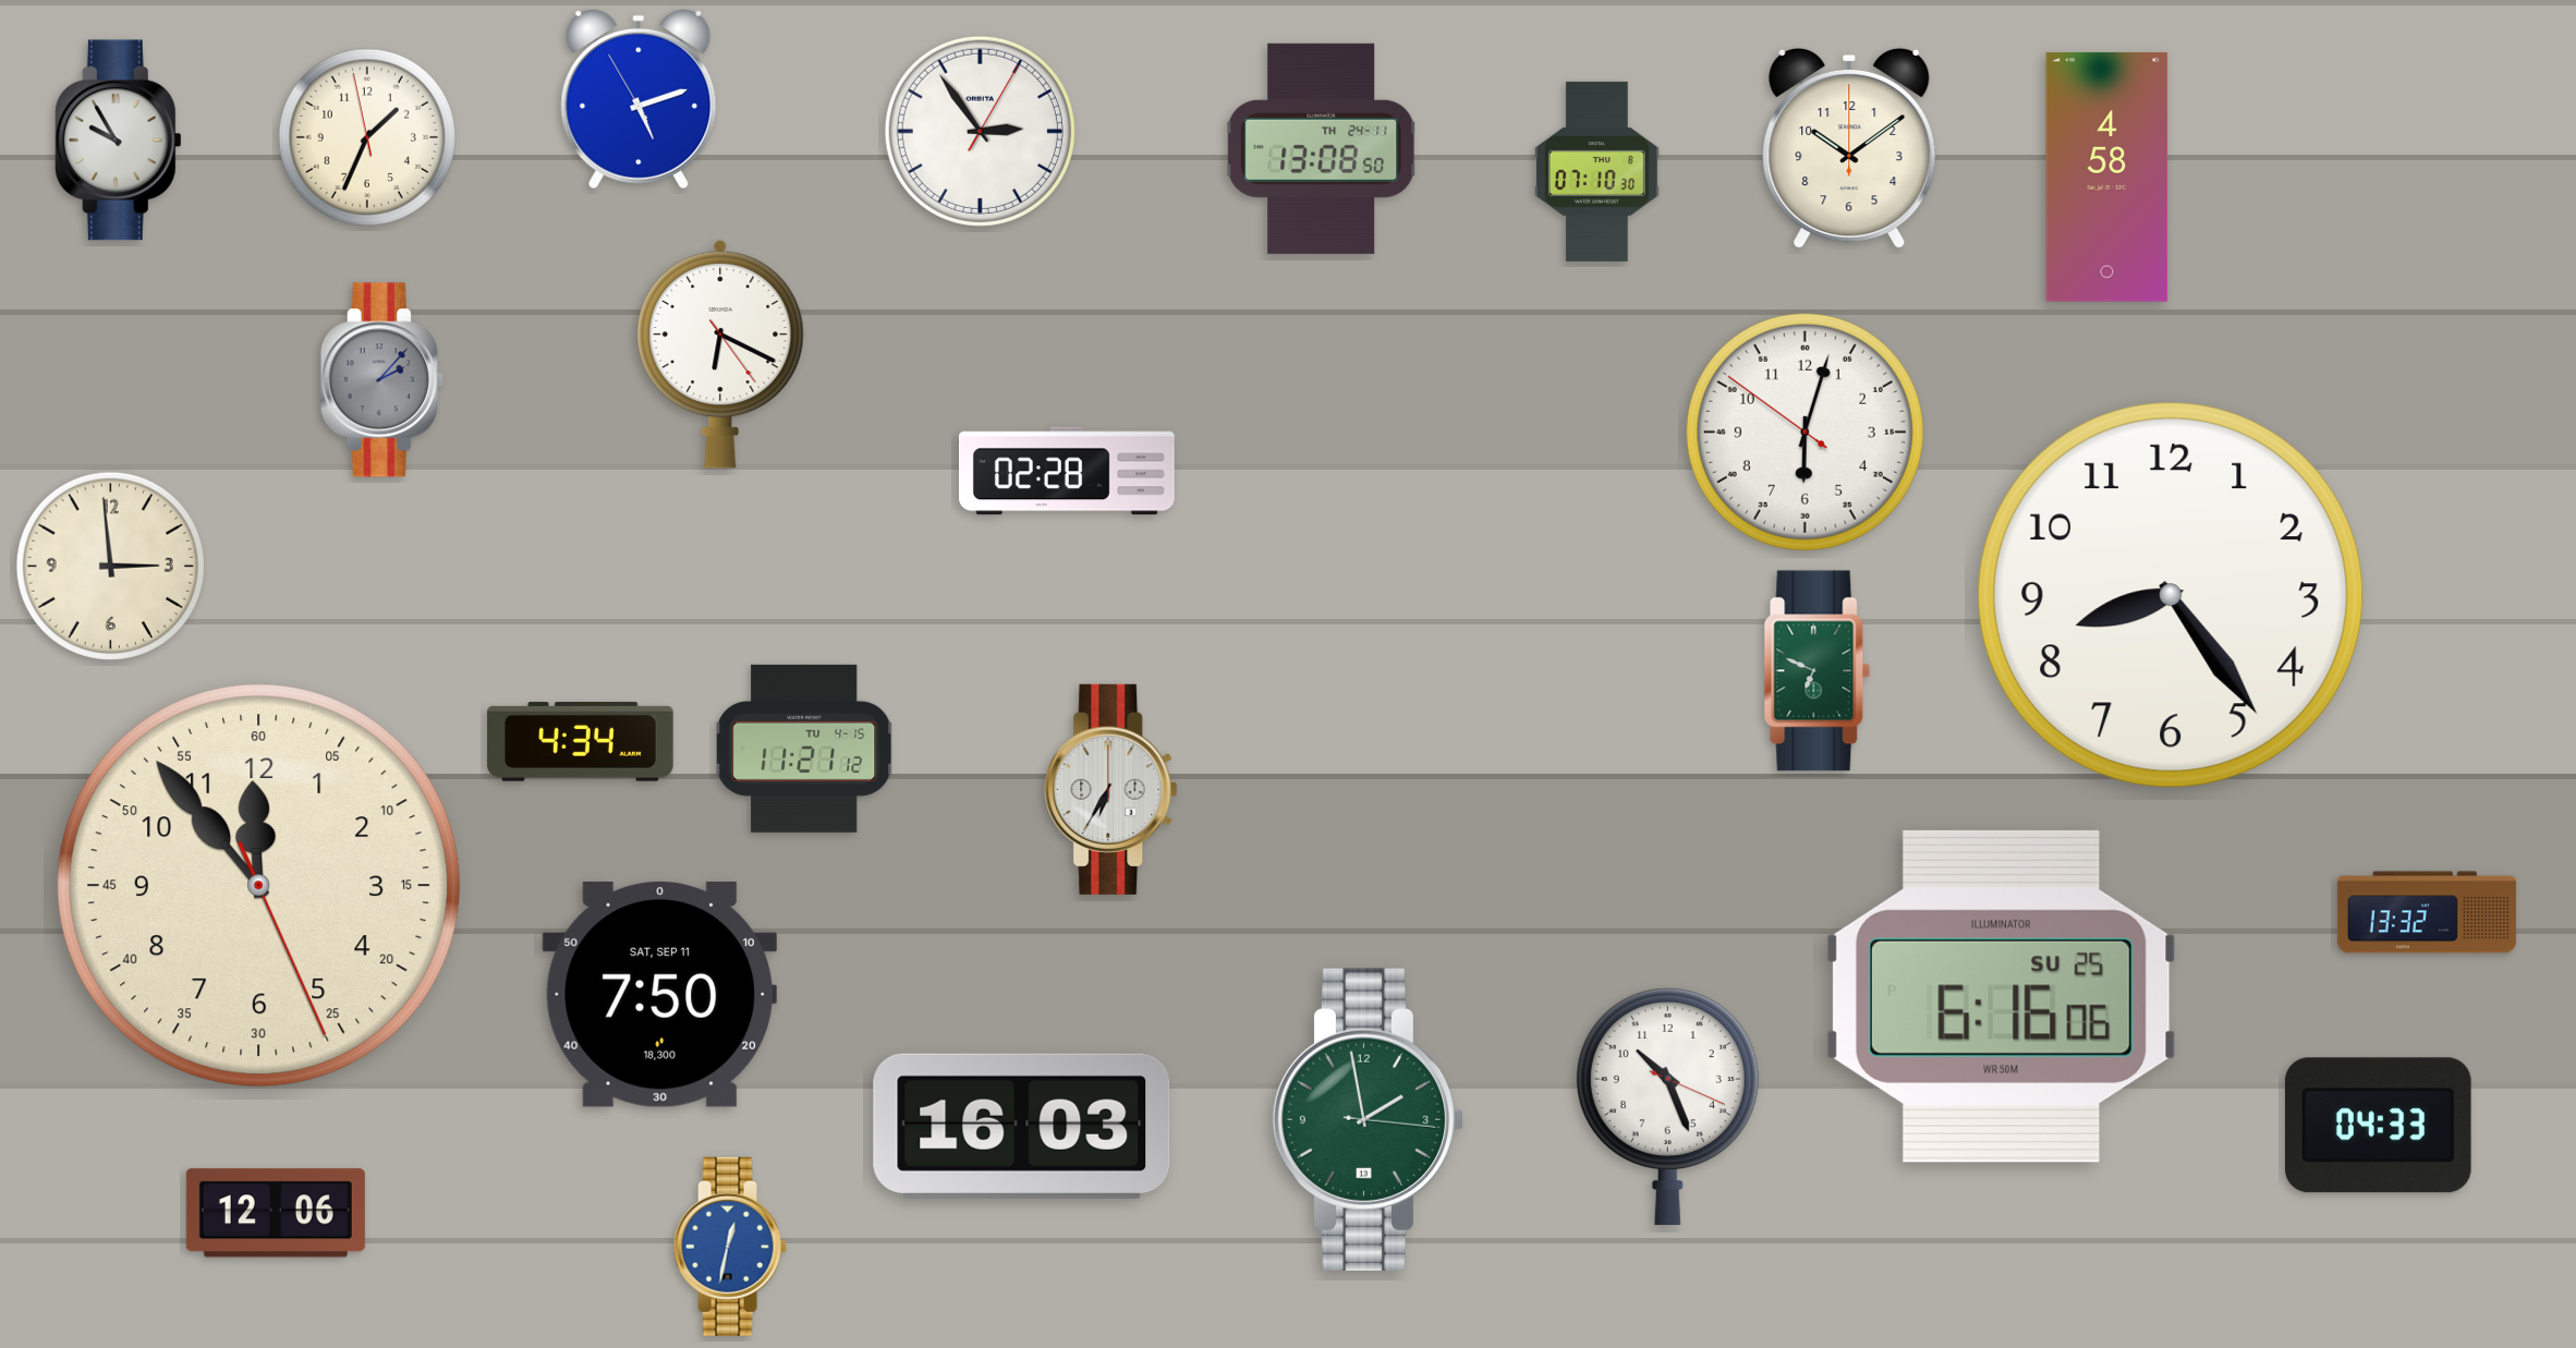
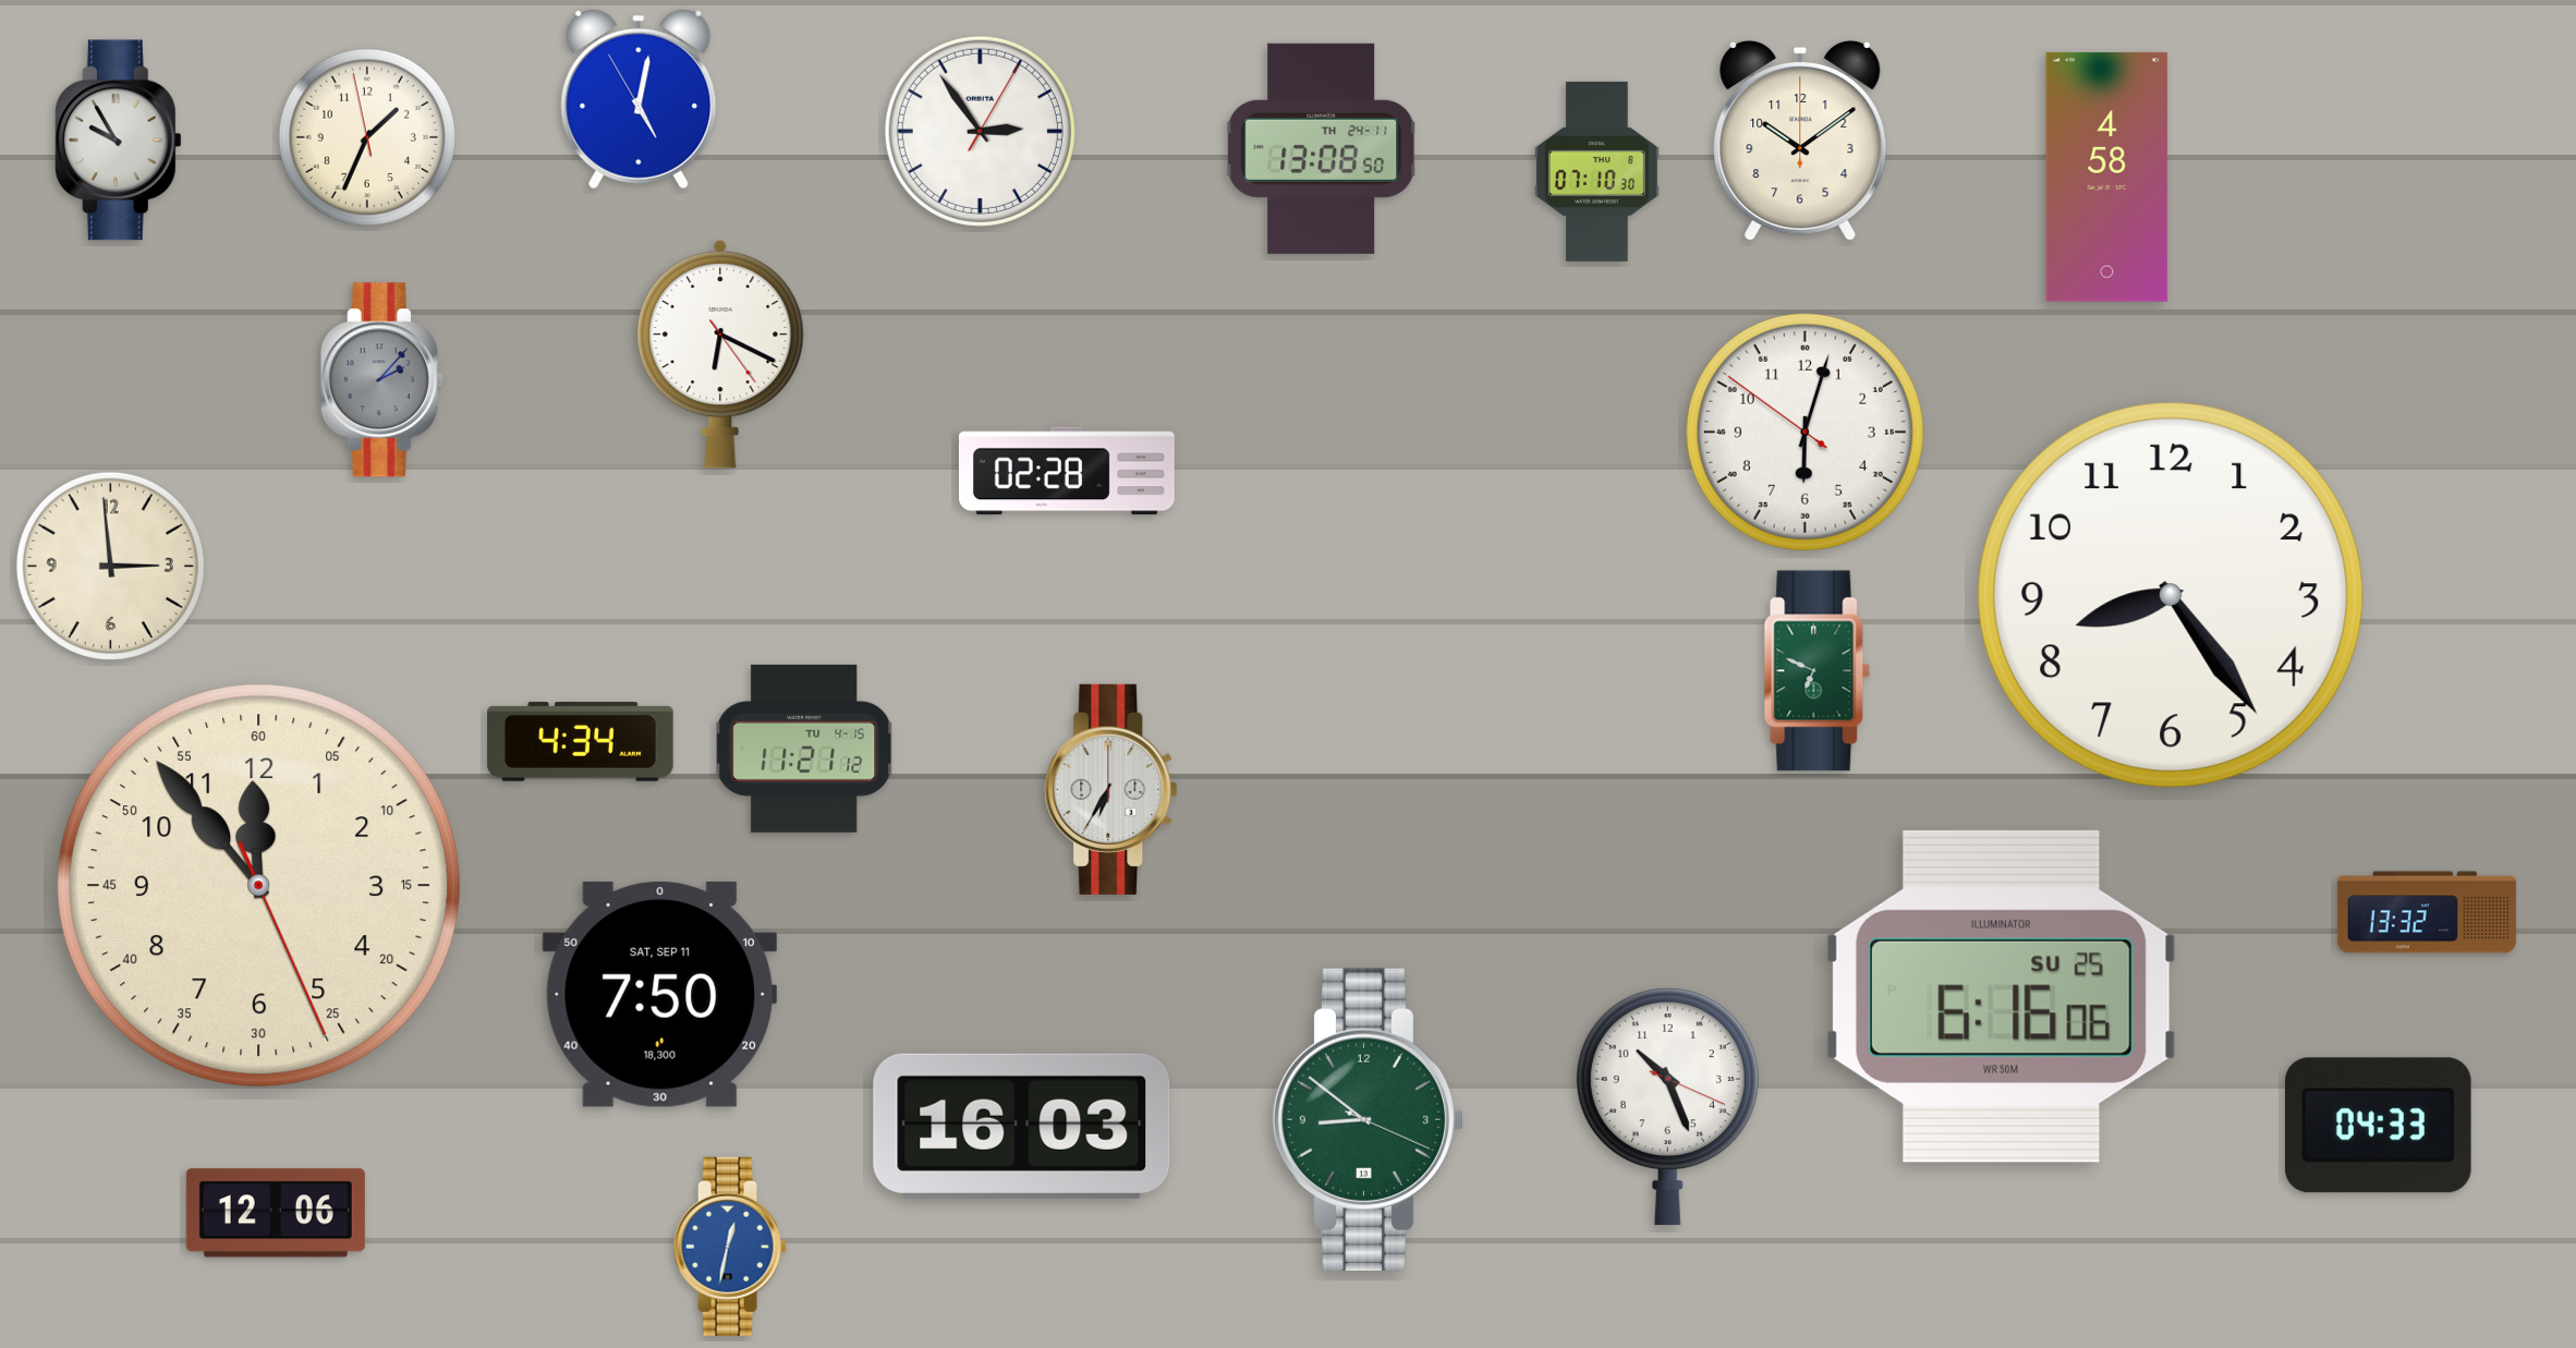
clock at (639, 99): 5:11 -> 5:01
clock at (1849, 148) position: (1849, 148) -> (1800, 141)
clock at (1369, 1119): 1:58 -> 8:51
